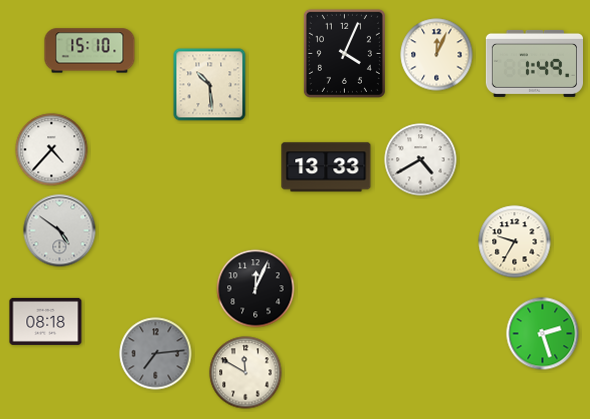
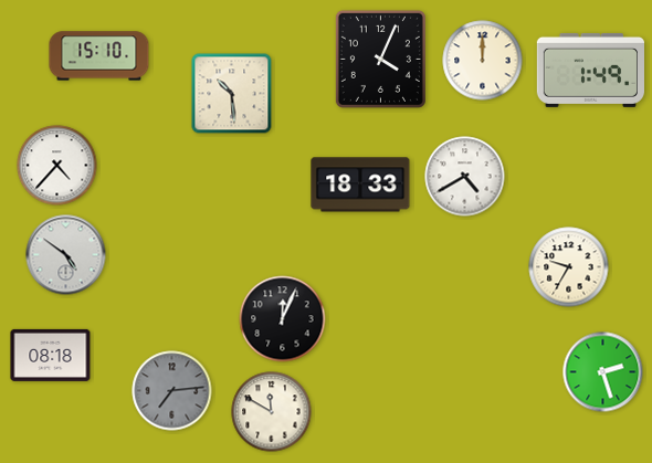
clock at (437, 55): 12:04 -> 12:00
clock at (326, 167): 13:33 -> 18:33
clock at (543, 334) position: (543, 334) -> (603, 372)
